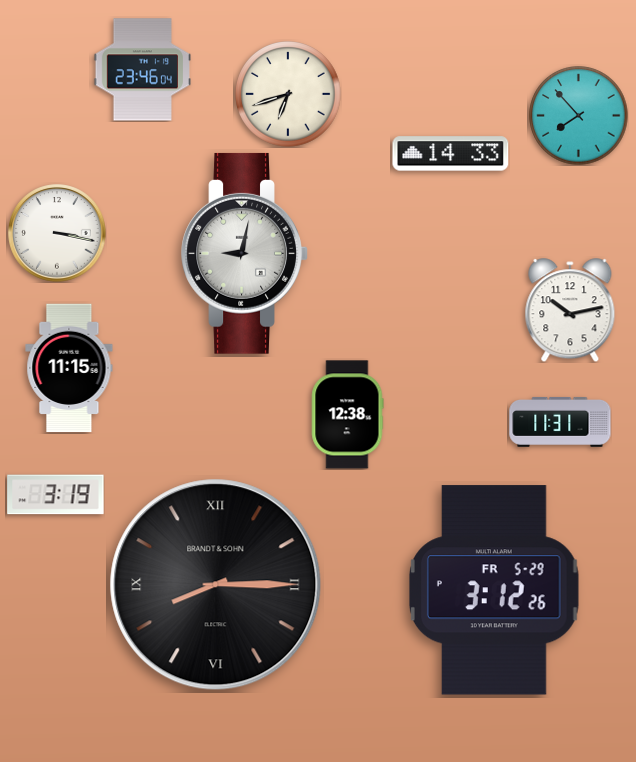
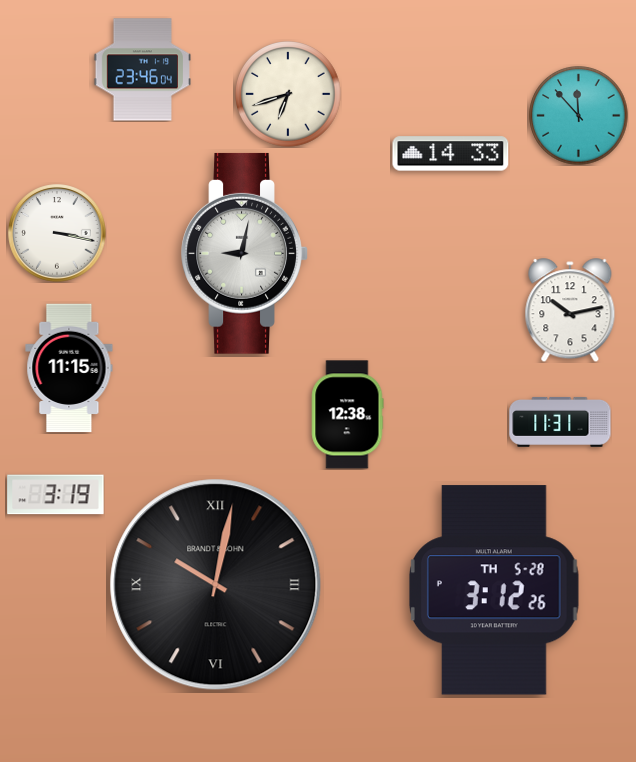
clock at (579, 116): 7:53 -> 11:53
clock at (216, 585): 8:15 -> 10:02
clock at (495, 590) date: FR 5-29 -> TH 5-28
